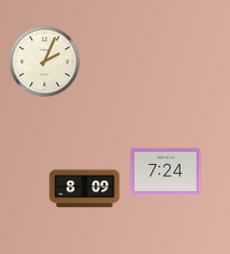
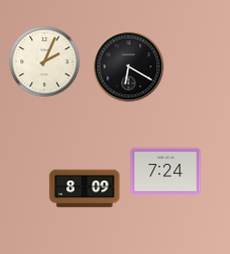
clock at (129, 67): none -> 6:20
